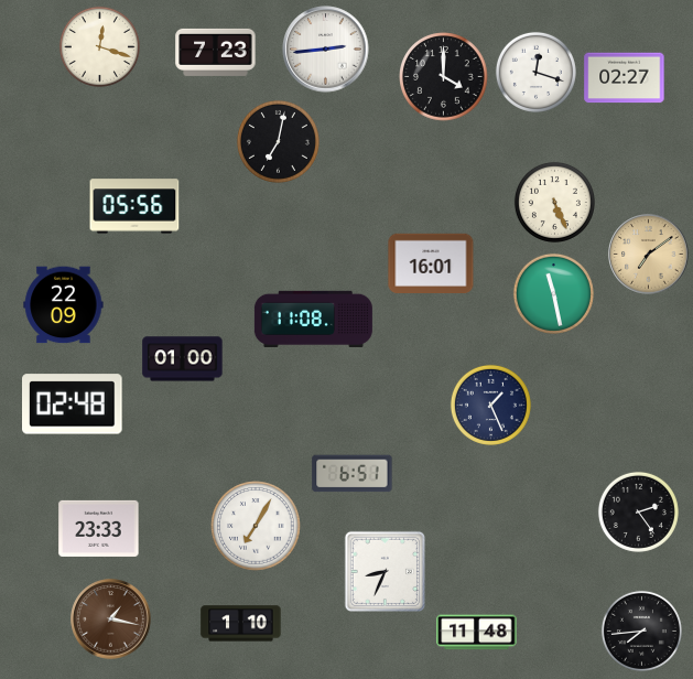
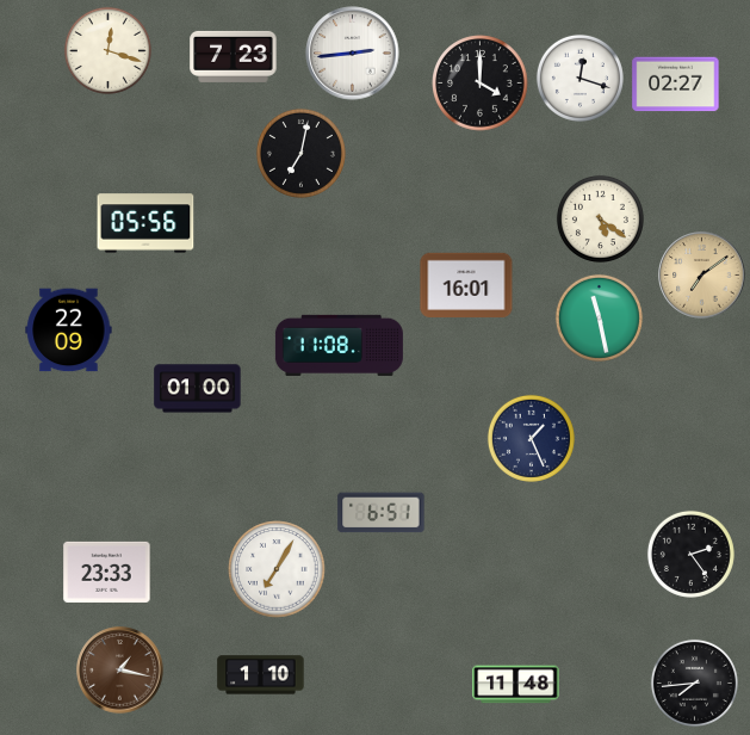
clock at (554, 202): 5:26 -> 5:21
clock at (73, 405): 02:48 -> none
clock at (385, 571): 8:34 -> none
